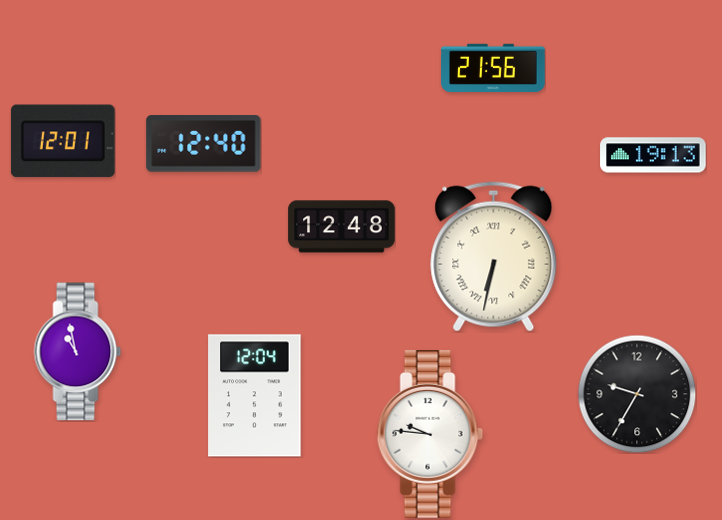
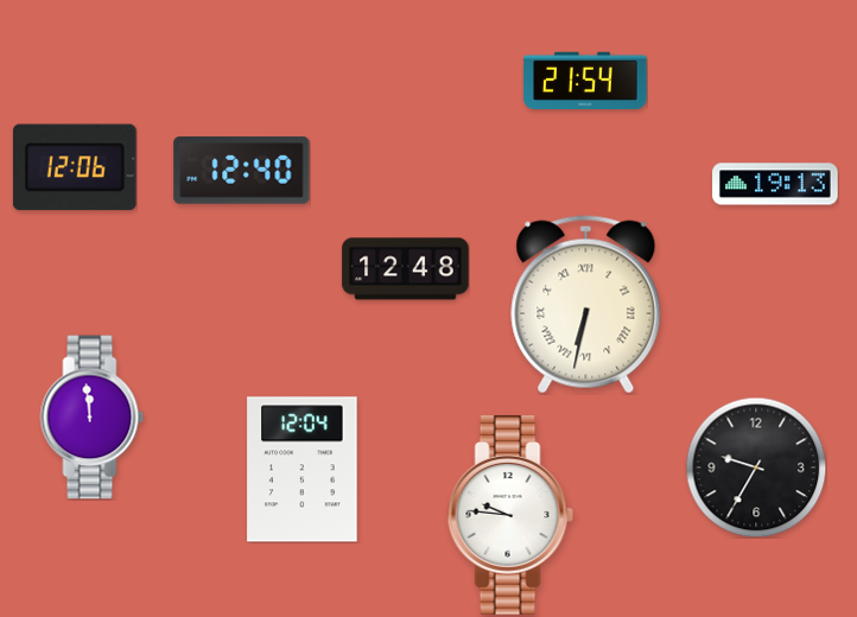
clock at (493, 67): 21:56 -> 21:54
clock at (63, 141): 12:01 -> 12:06
clock at (78, 352): 10:58 -> 11:59
